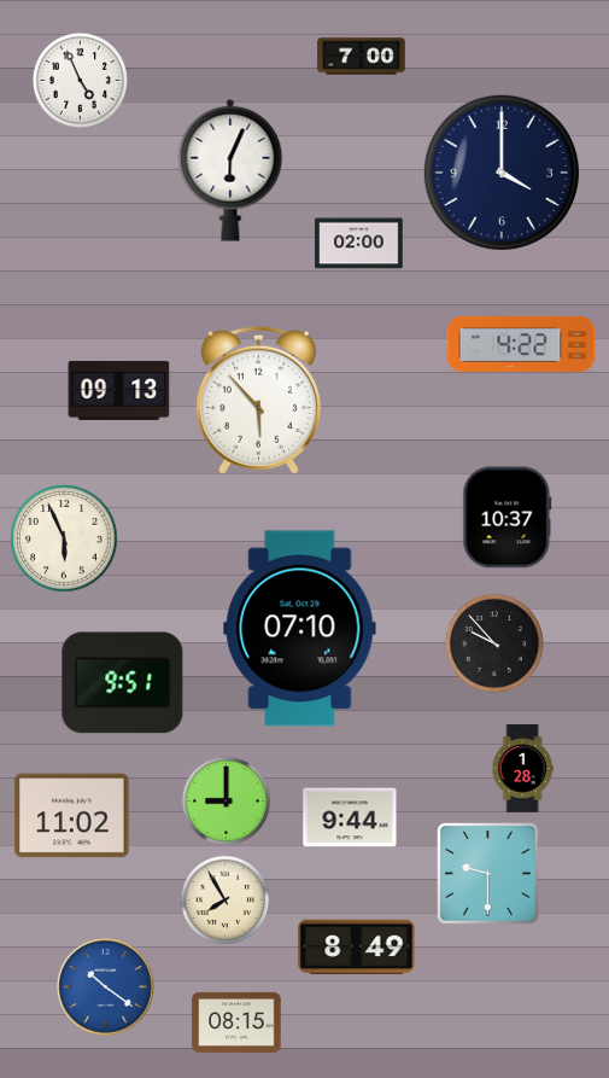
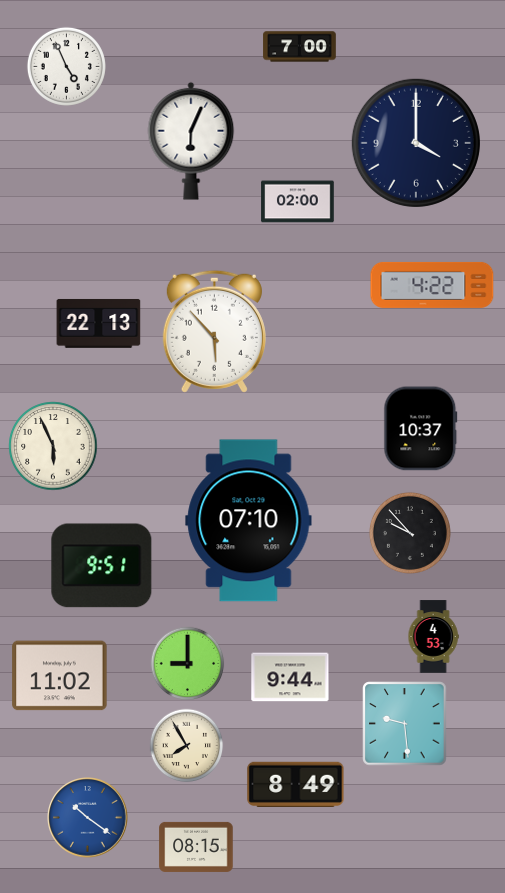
clock at (119, 390): 09:13 -> 22:13
clock at (522, 769): 1:28 -> 4:53
clock at (488, 874): 9:30 -> 9:29
